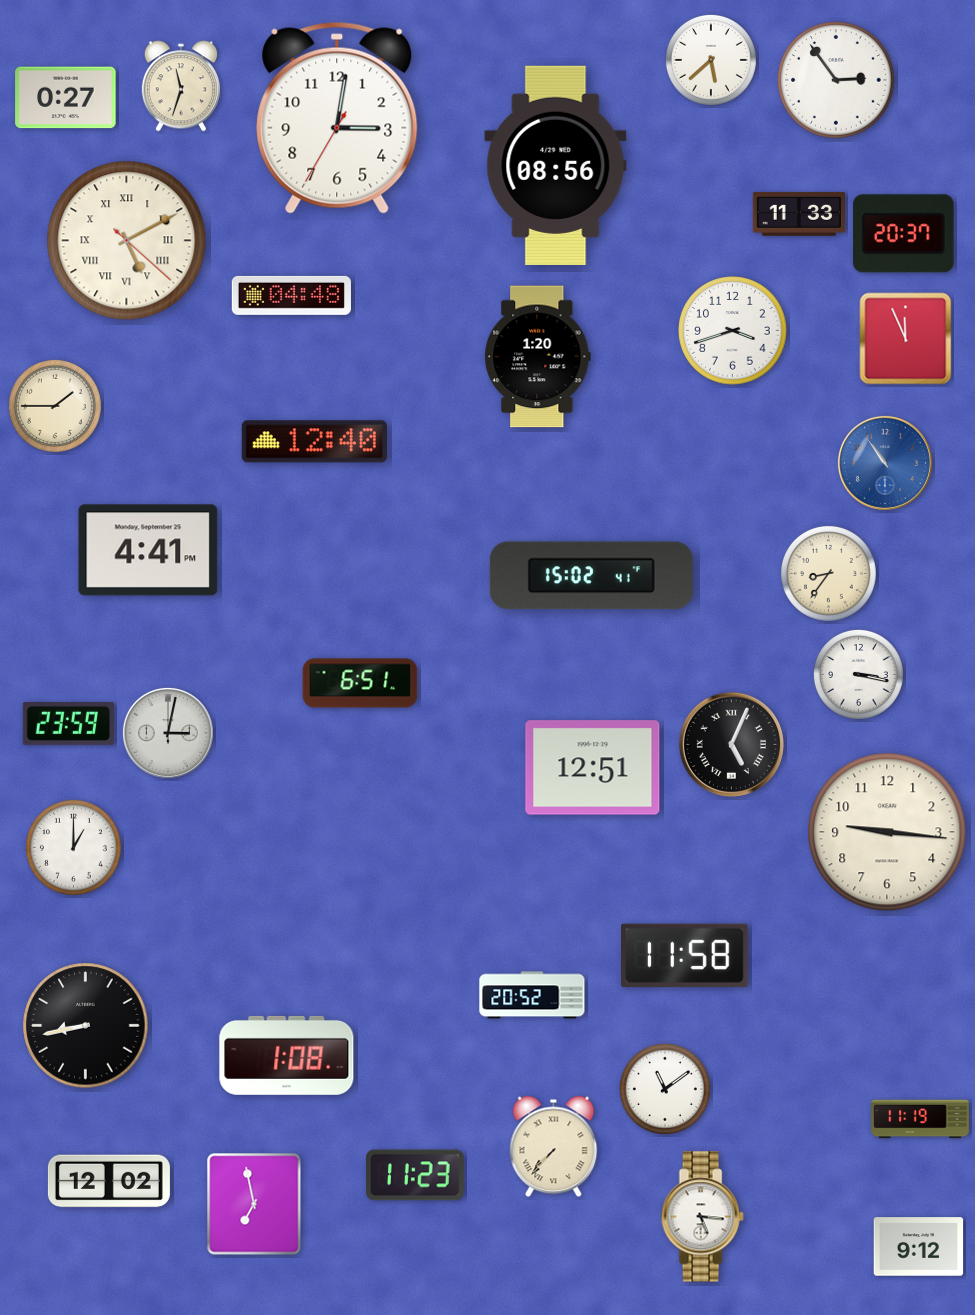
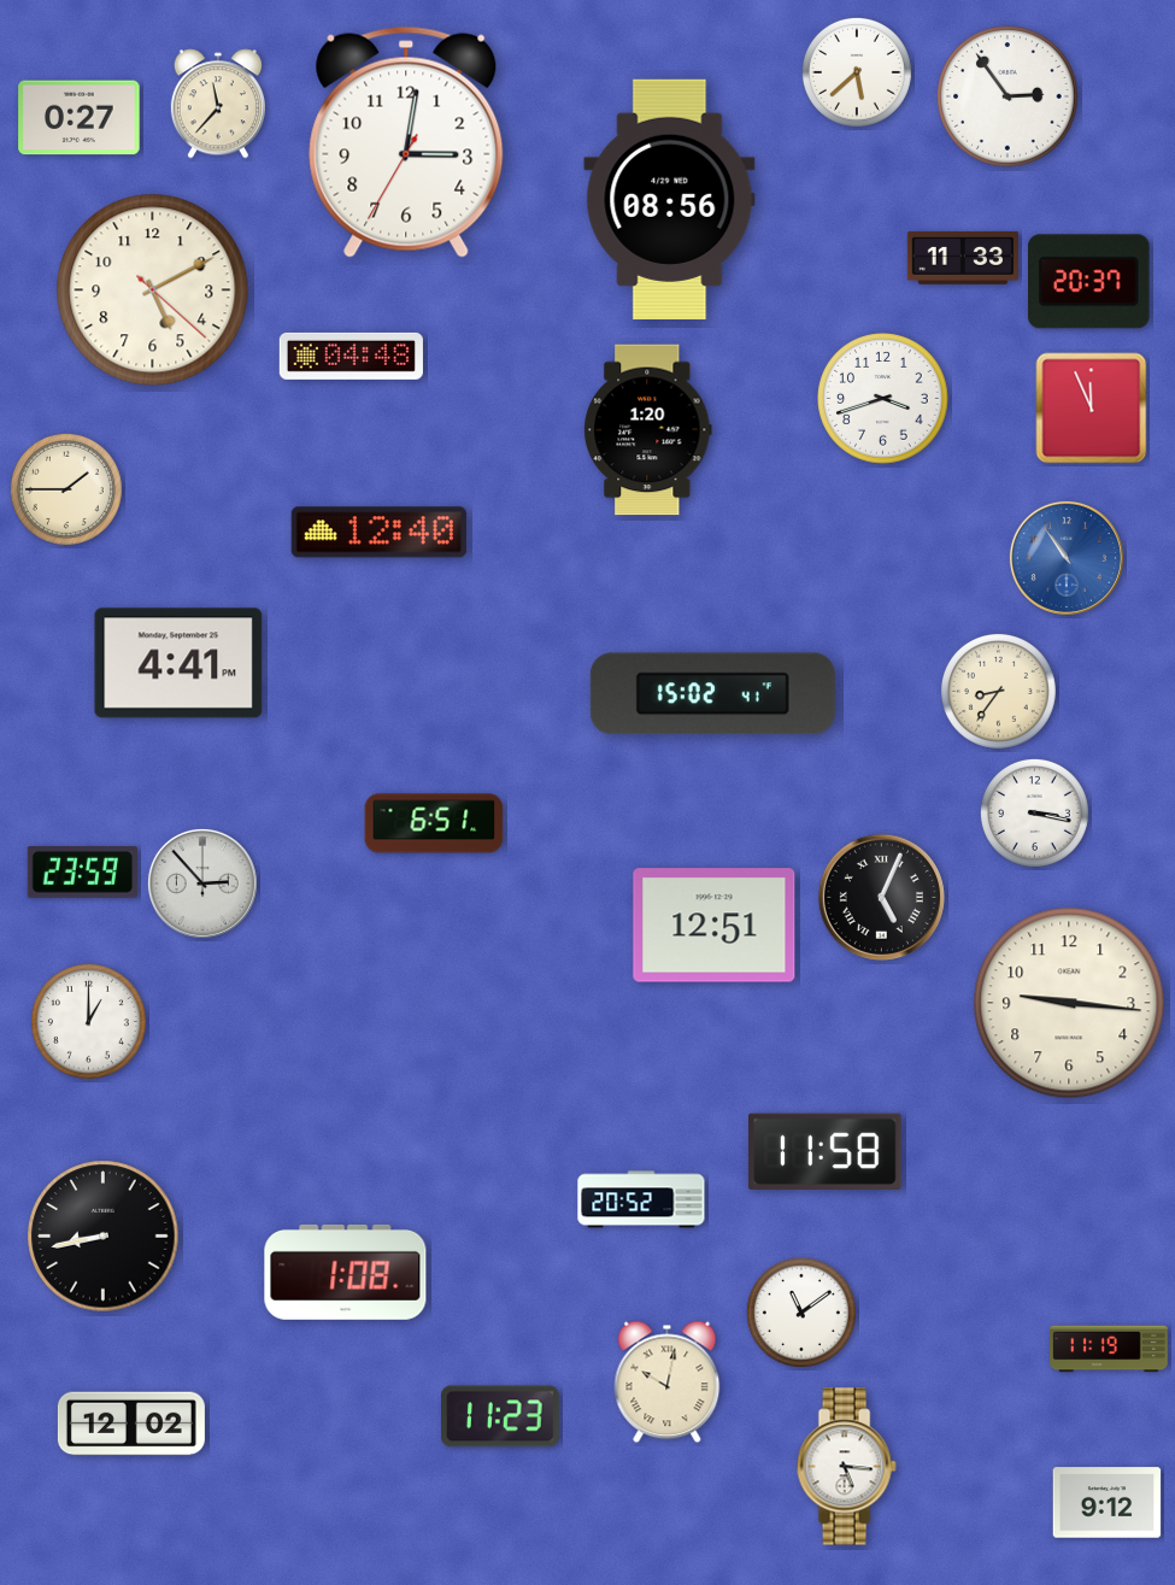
clock at (181, 86): 11:33 -> 11:37
clock at (127, 241) numerals: Roman -> Arabic
clock at (168, 733): 3:02 -> 2:53
clock at (554, 1147): 7:37 -> 10:02
clock at (254, 1204): 6:58 -> none
